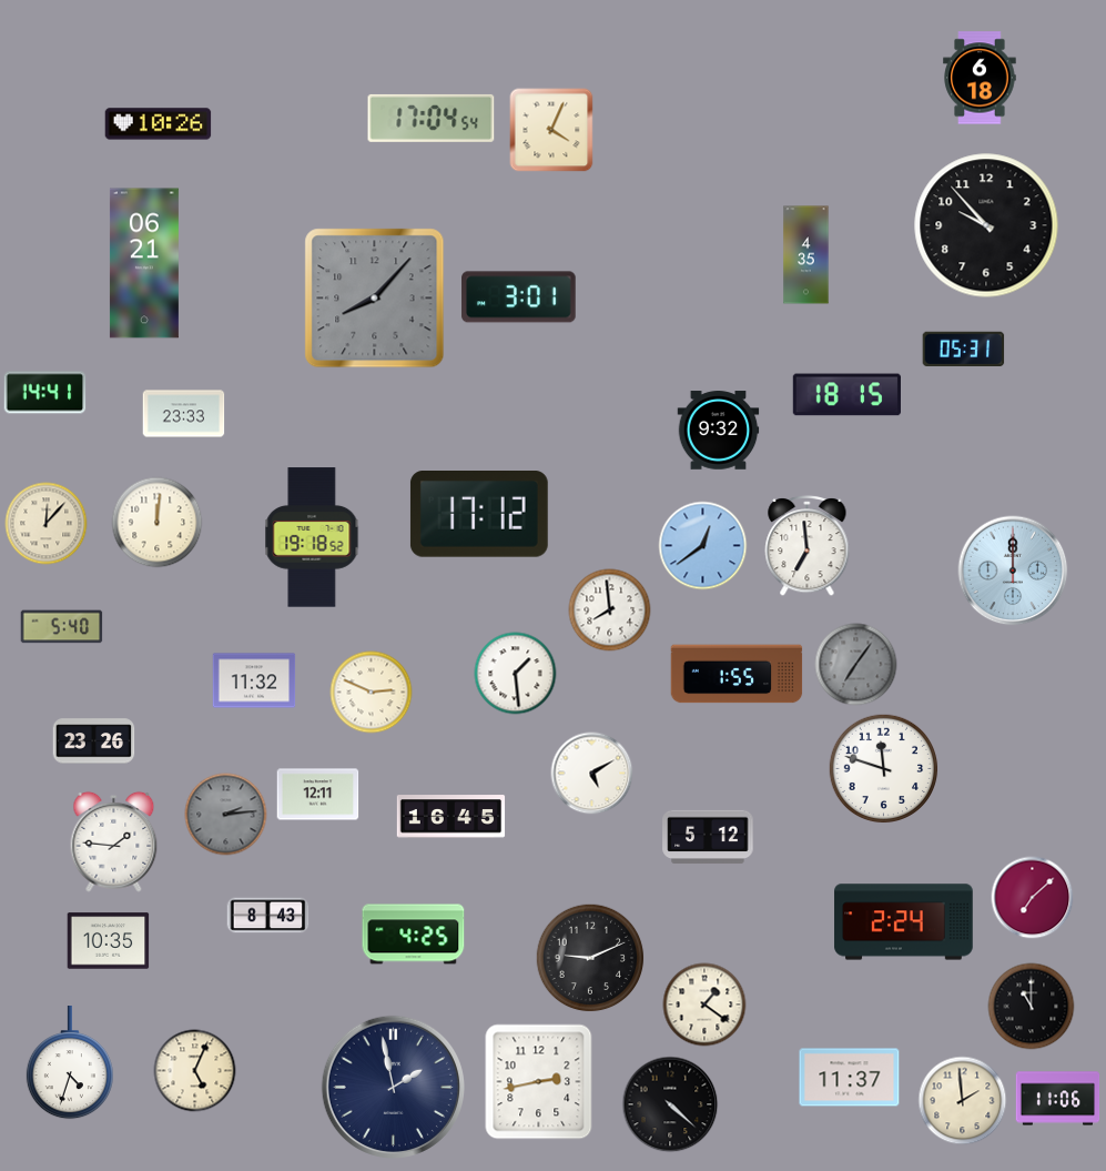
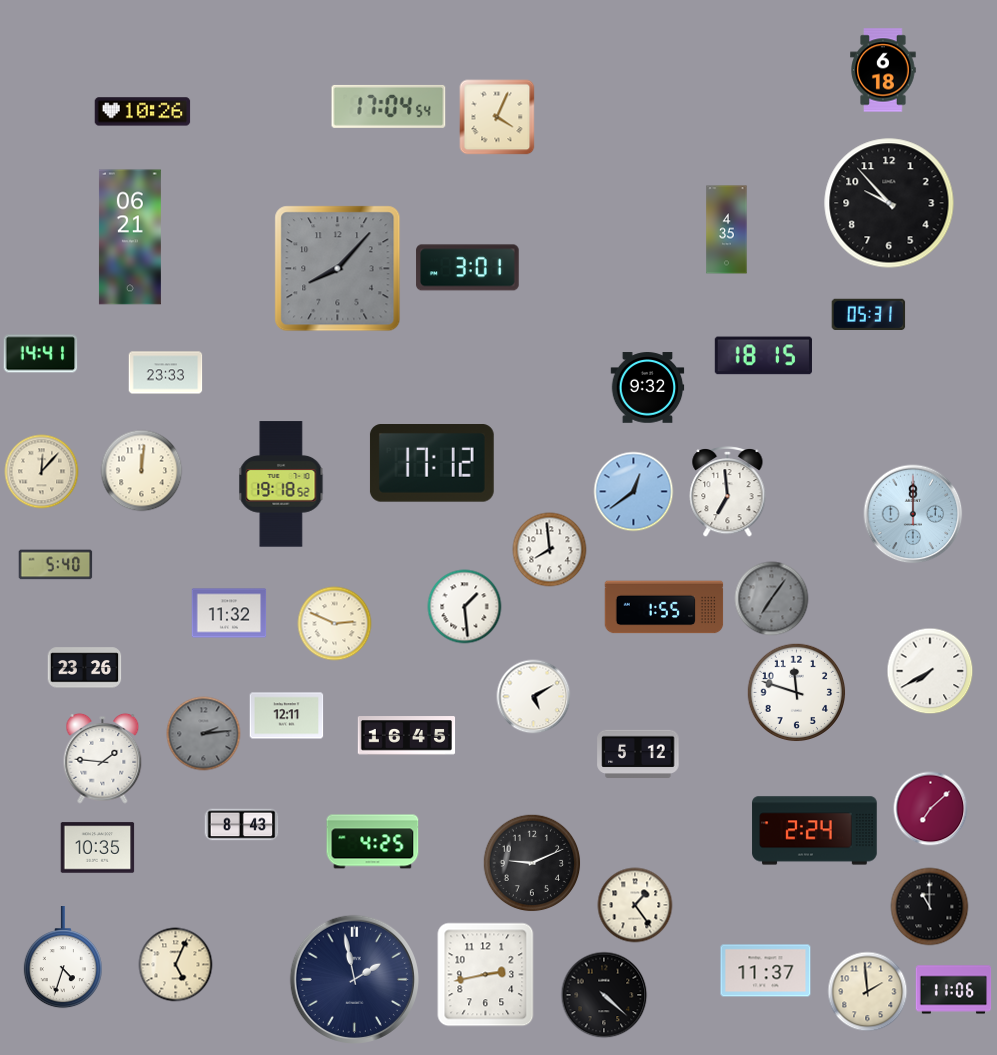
clock at (930, 671): none -> 7:40
clock at (704, 1005): 1:21 -> 1:24
